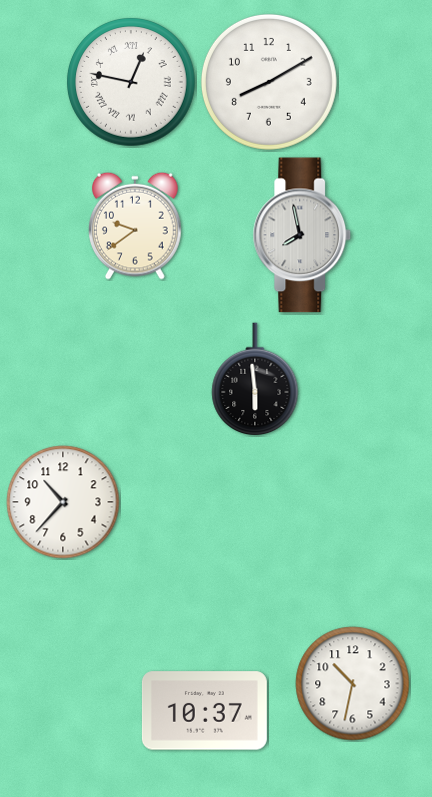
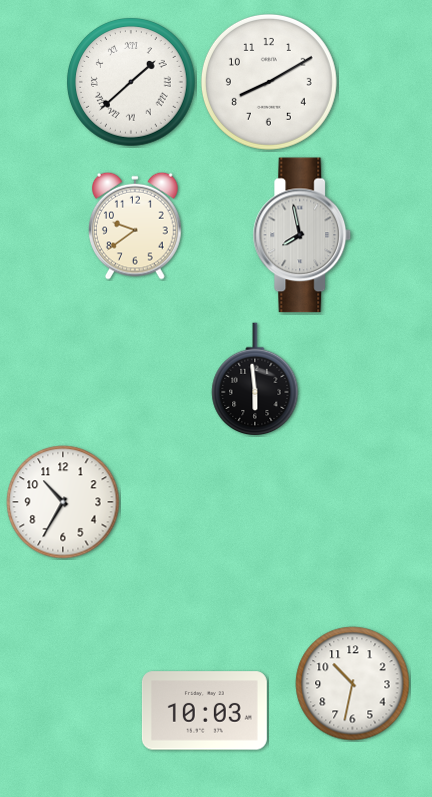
clock at (131, 82): 12:47 -> 1:38
clock at (63, 502): 10:37 -> 10:35
clock at (204, 711): 10:37 -> 10:03
